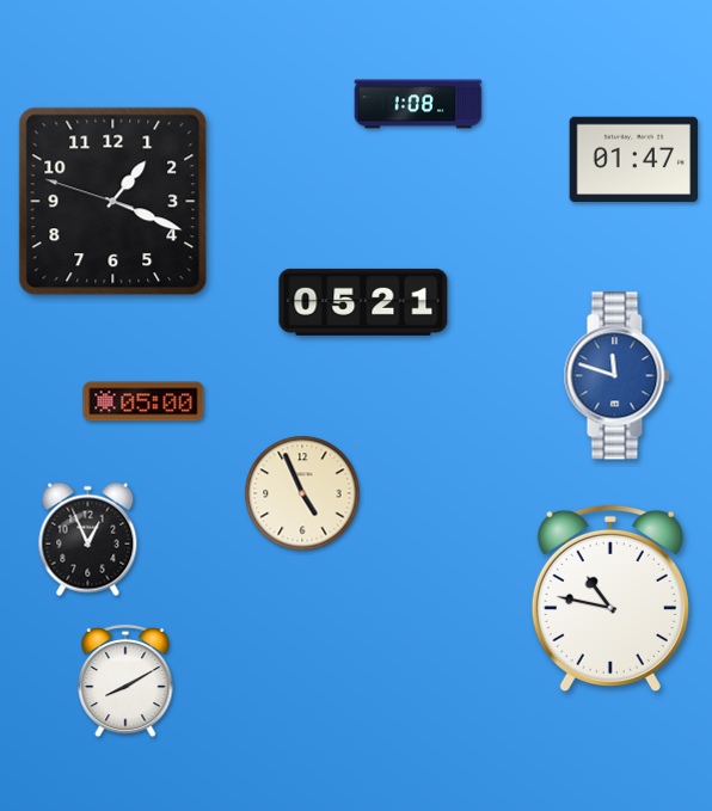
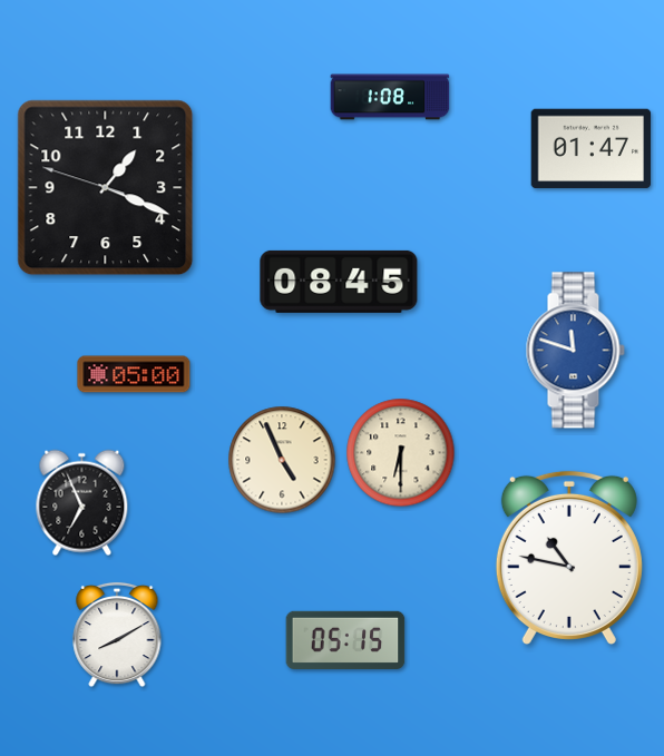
clock at (363, 302): 05:21 -> 08:45
clock at (401, 453): none -> 6:30
clock at (88, 540): 12:56 -> 6:56
clock at (345, 640): none -> 05:15
